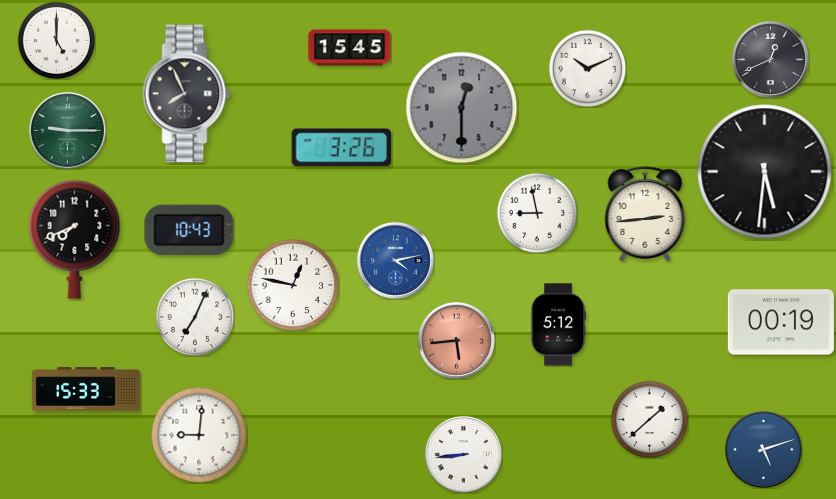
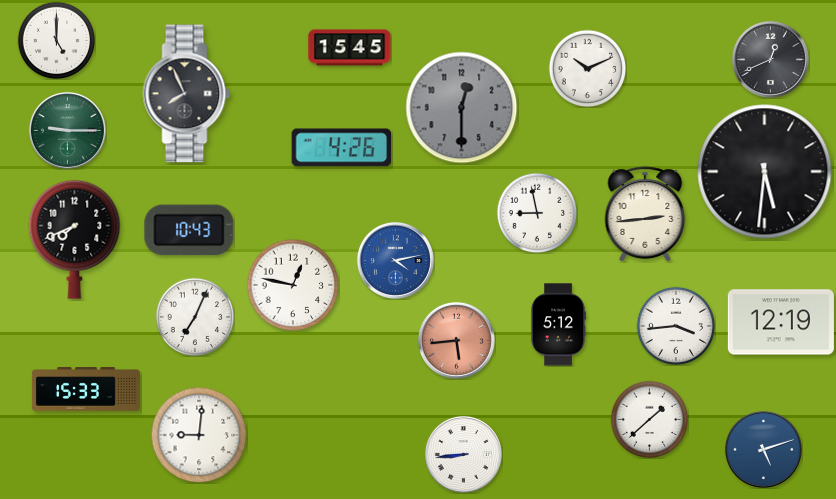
clock at (342, 148): 3:26 -> 4:26
clock at (781, 322): 00:19 -> 12:19
clock at (676, 326): none -> 3:44
